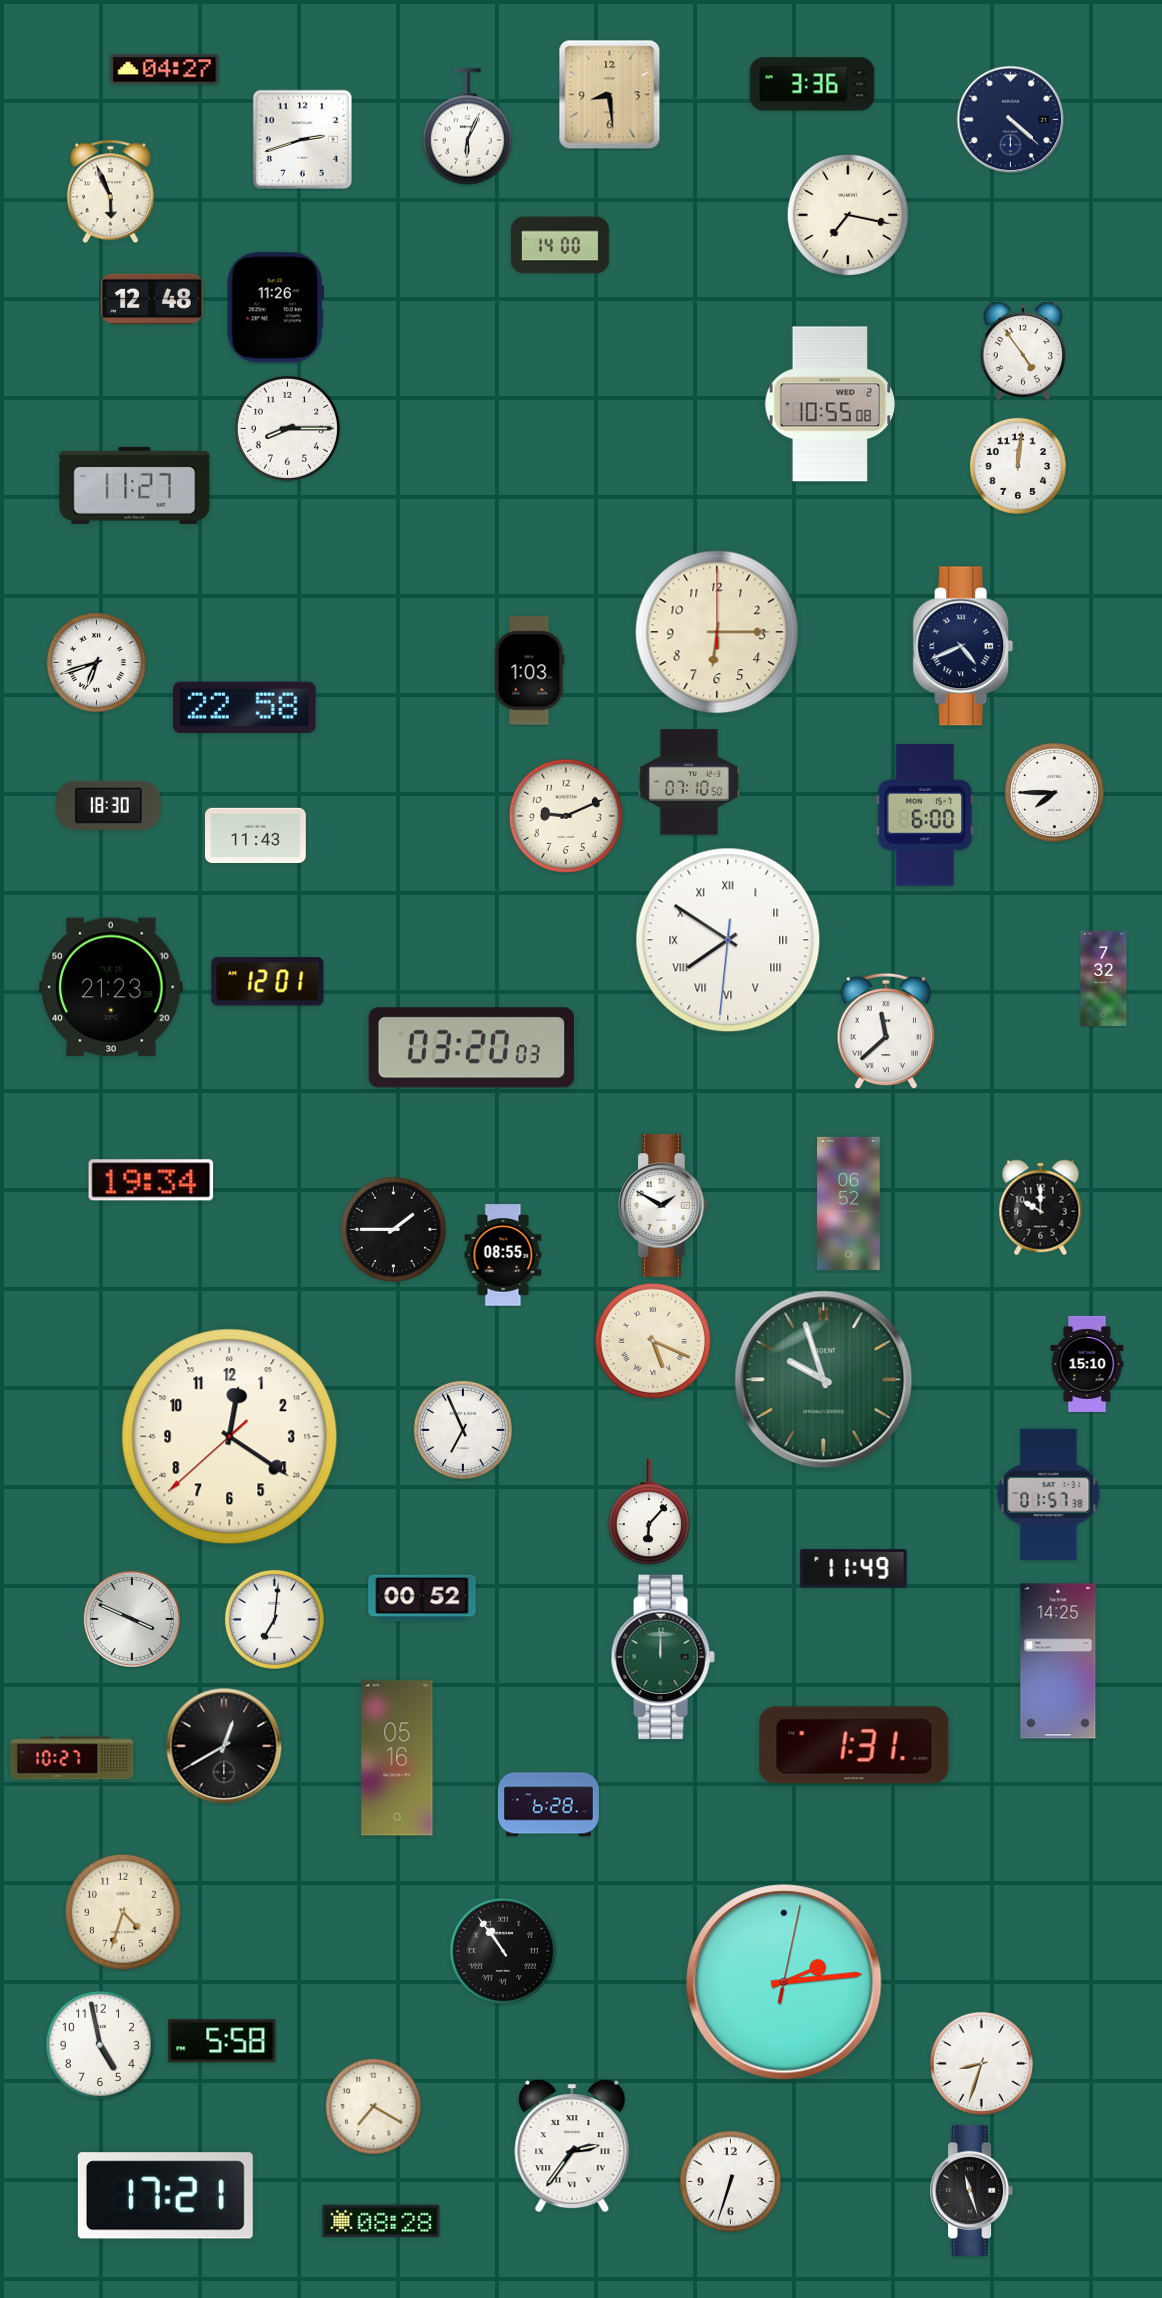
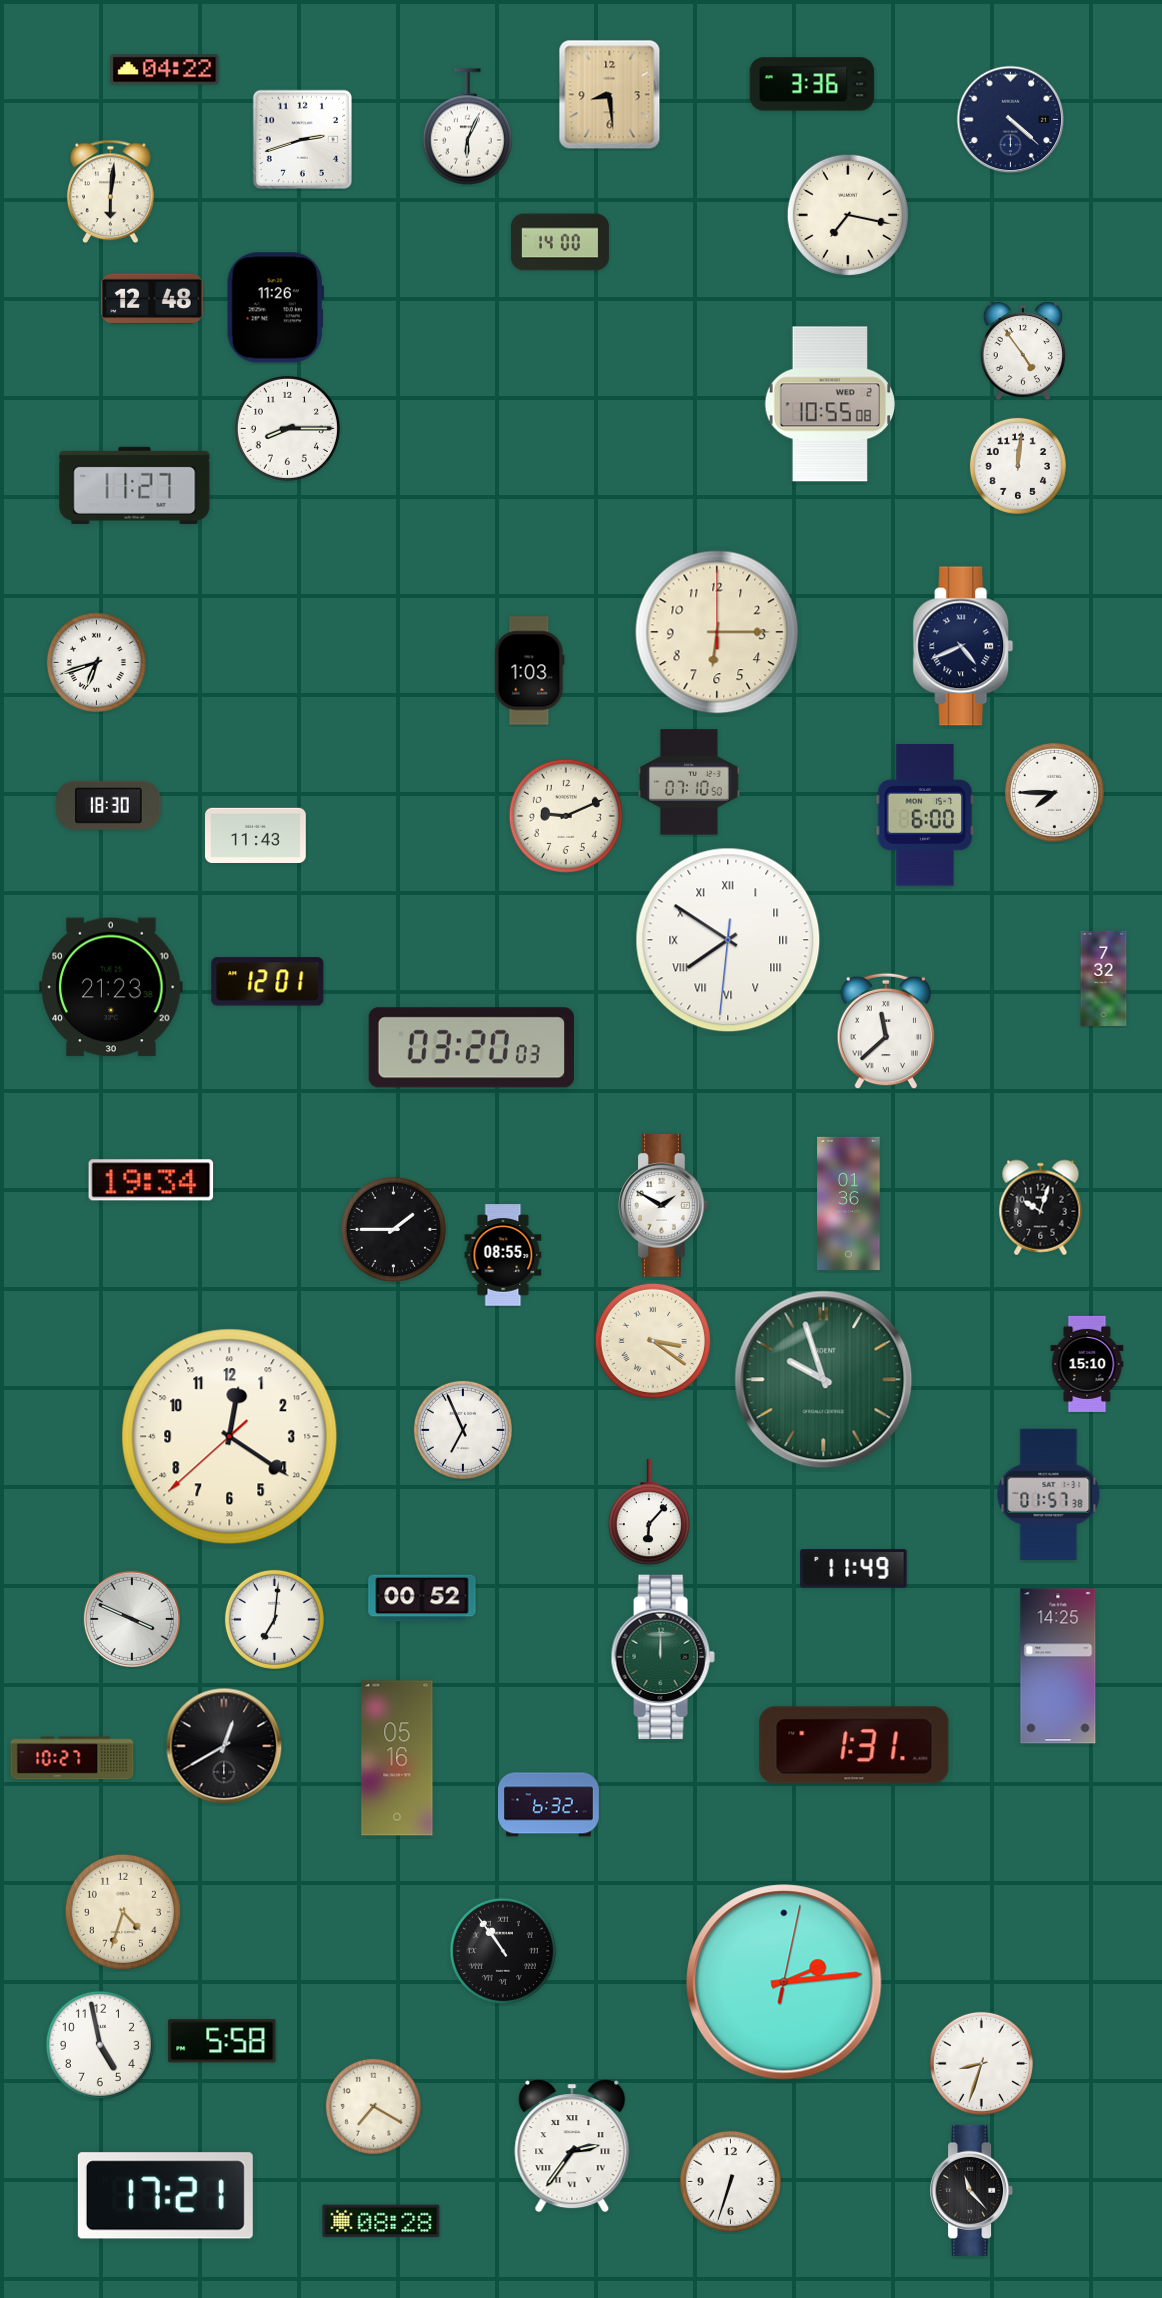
clock at (165, 70): 04:27 -> 04:22
clock at (110, 192): 5:56 -> 6:01
clock at (560, 245) position: (560, 245) -> (560, 242)
clock at (245, 708): 22:58 -> none
clock at (849, 1203): 06:52 -> 01:36
clock at (1041, 1208): 10:00 -> 10:03
clock at (653, 1341): 5:19 -> 3:21
clock at (1058, 1661) position: (1058, 1661) -> (1058, 1666)
clock at (549, 1805): 6:28 -> 6:32
clock at (972, 2190): 11:27 -> 11:23
